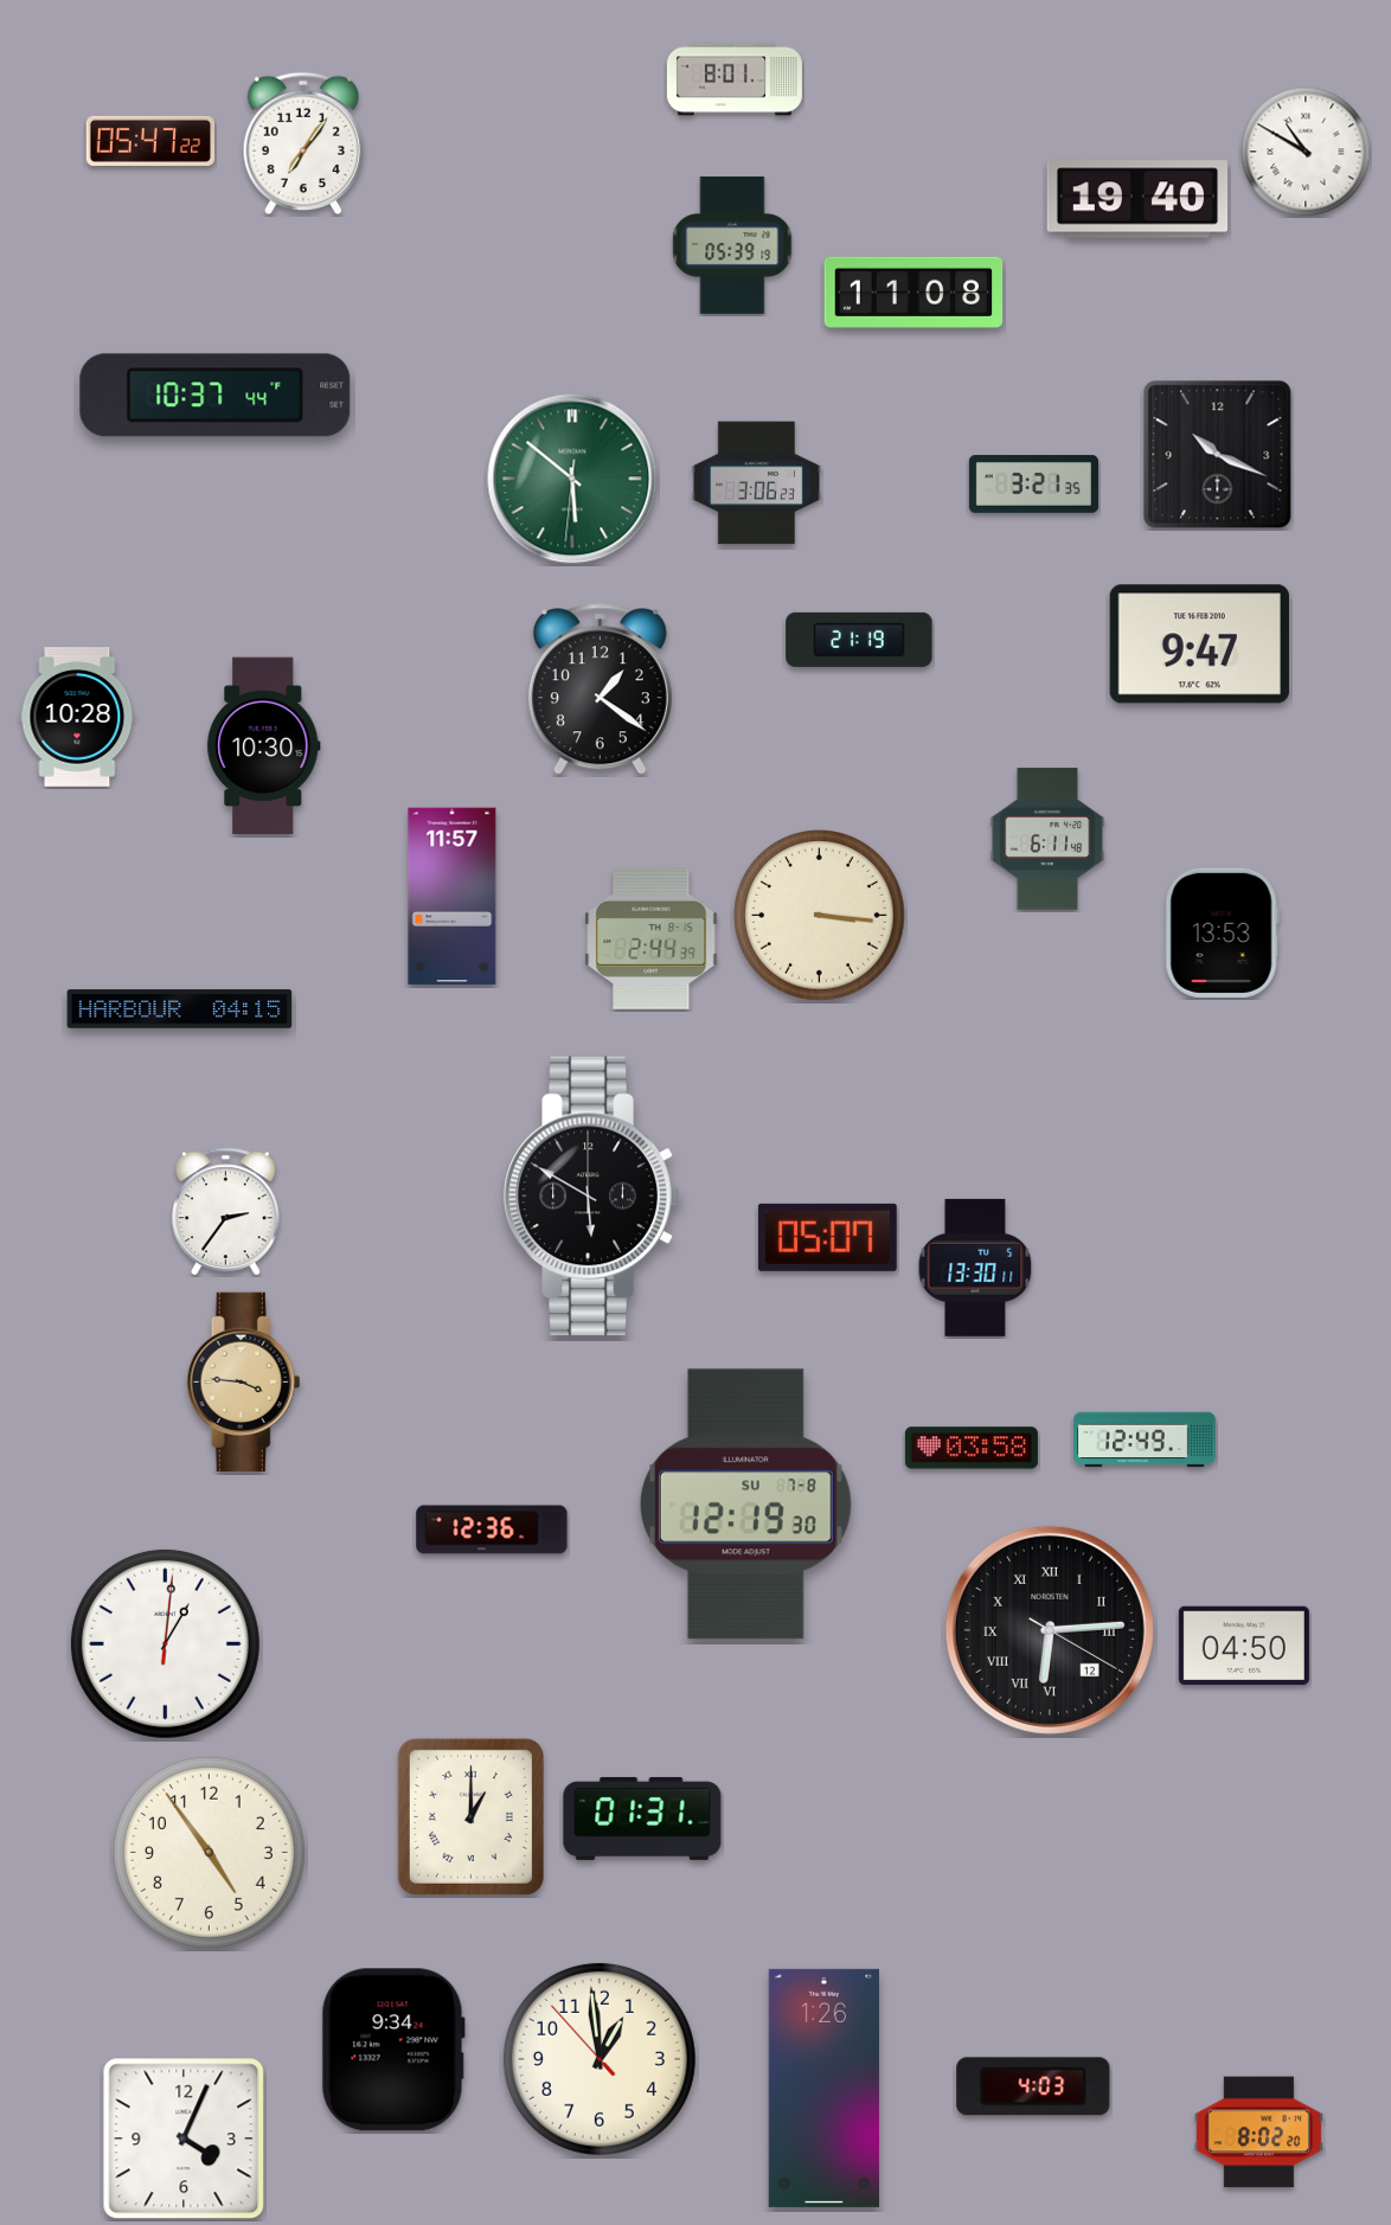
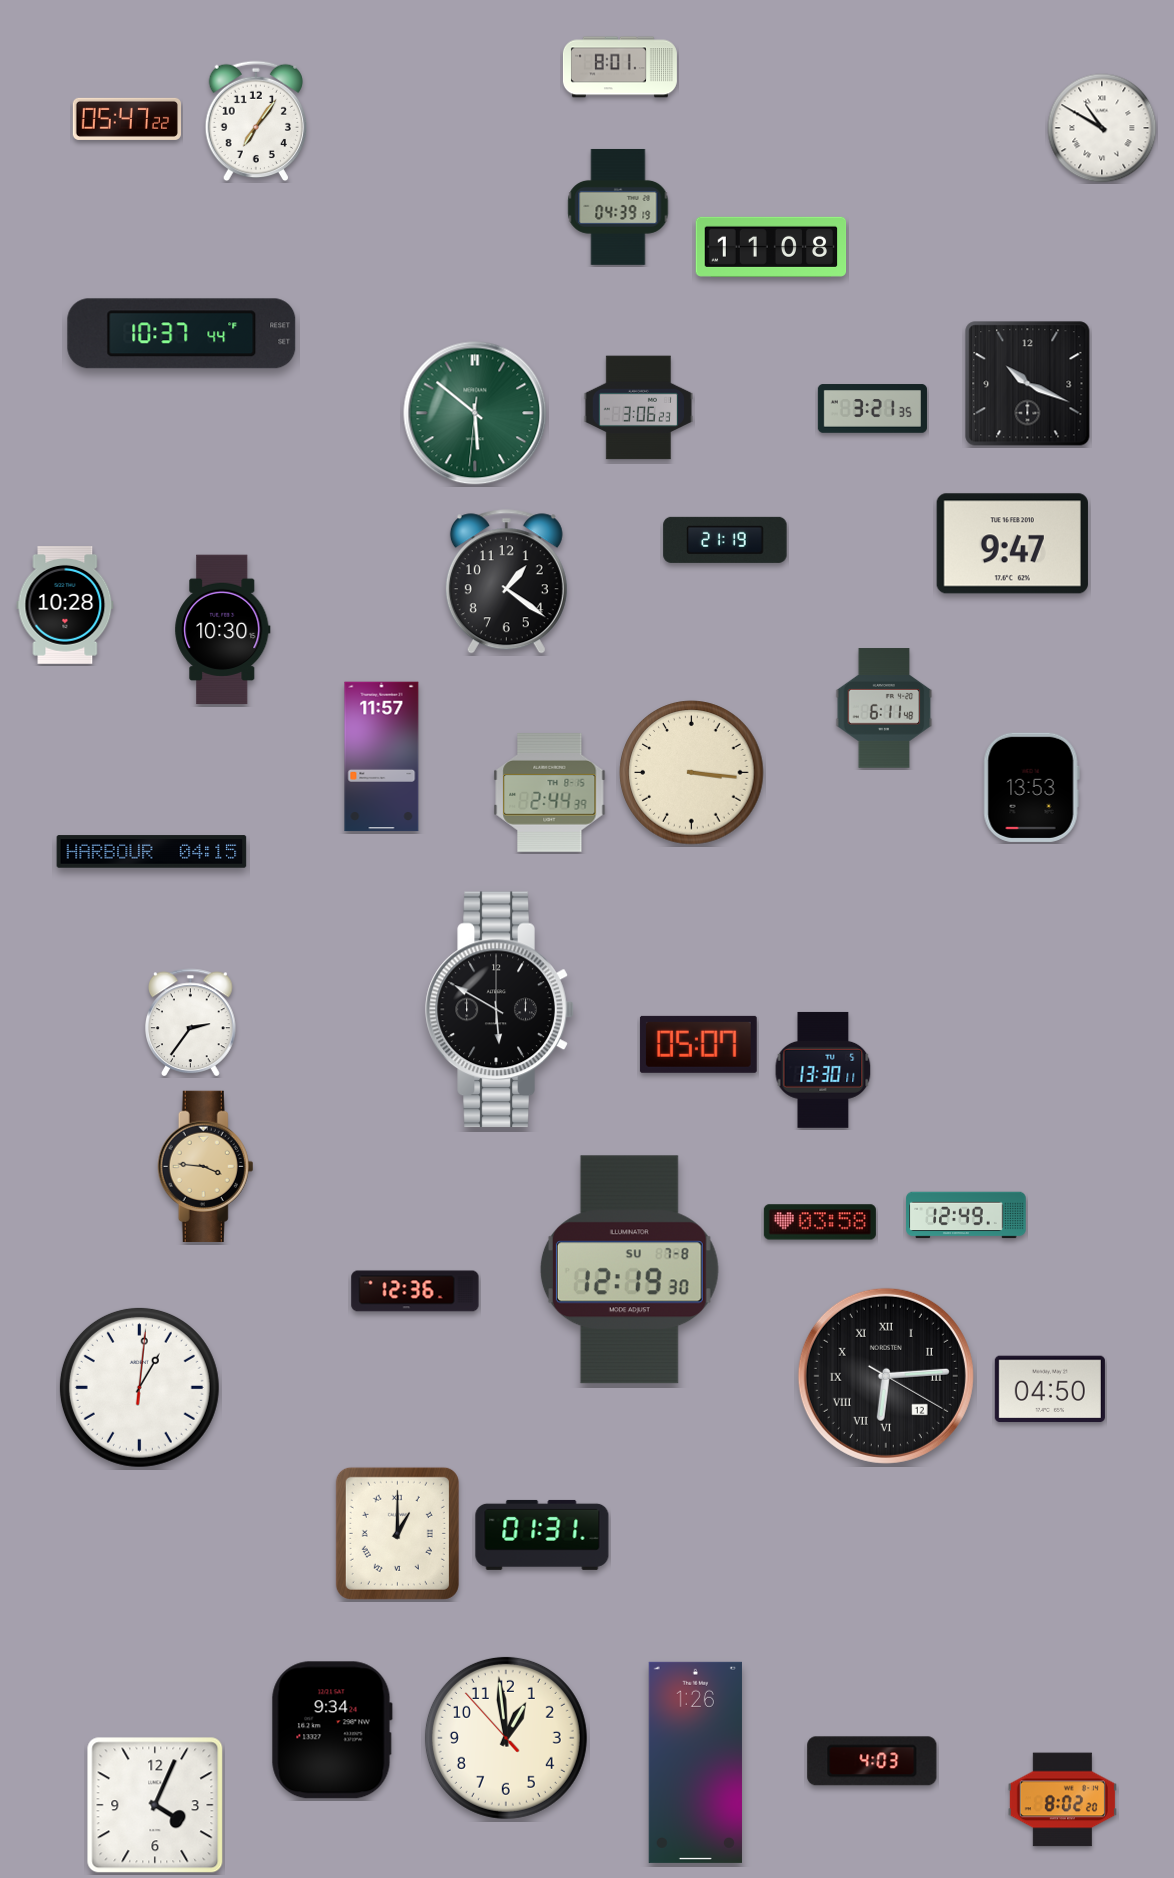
clock at (1136, 199): 19:40 -> none
clock at (732, 245): 05:39 -> 04:39
clock at (572, 479) position: (572, 479) -> (475, 413)
clock at (209, 1852): 4:54 -> none
